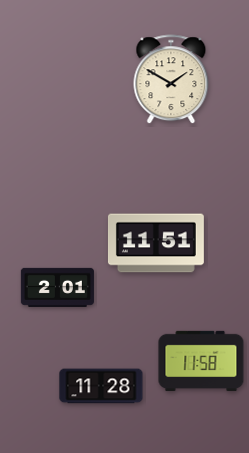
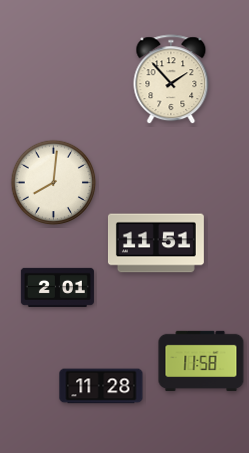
clock at (171, 80): 1:50 -> 1:53
clock at (54, 183): none -> 8:01
